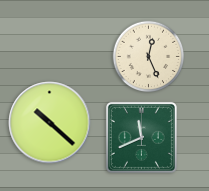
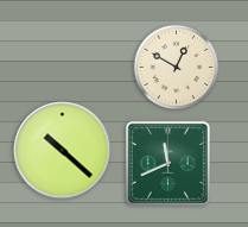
clock at (149, 57): 12:26 -> 12:50
clock at (50, 123) position: (50, 123) -> (63, 151)
